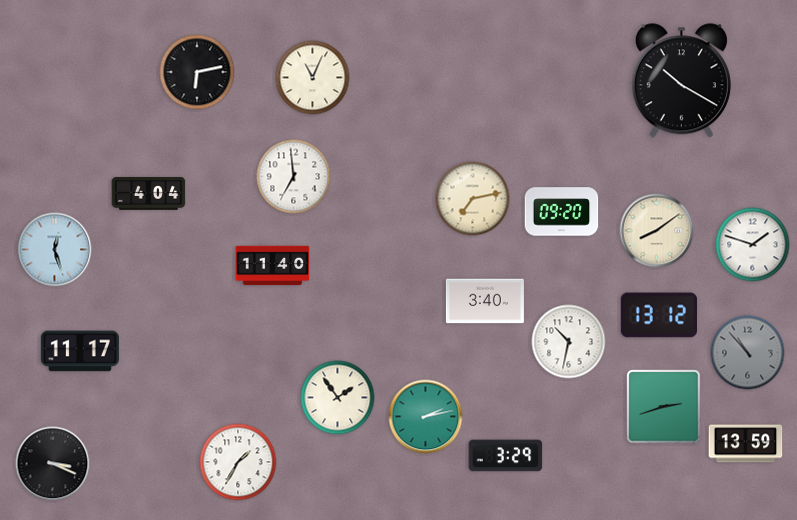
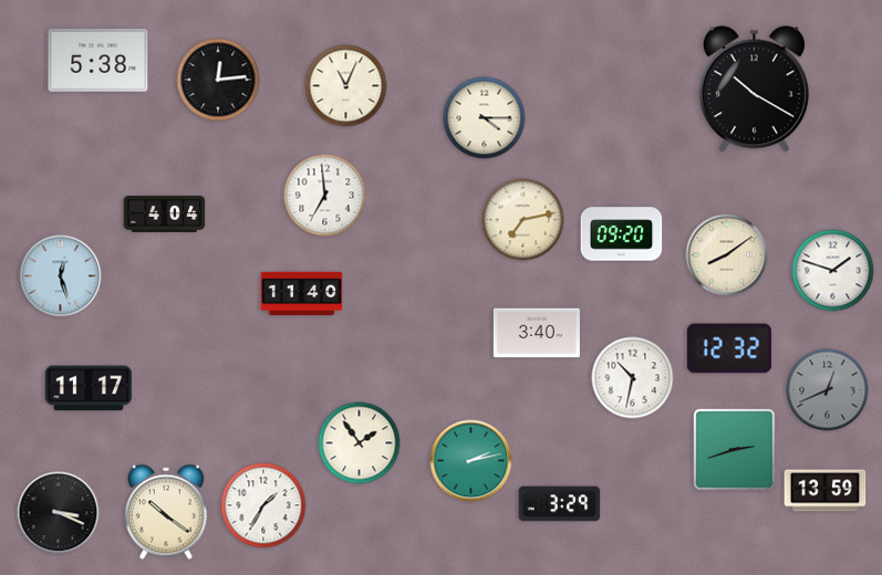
clock at (98, 60): none -> 5:38
clock at (197, 72): 6:13 -> 12:14
clock at (485, 118): none -> 4:15
clock at (658, 315): 13:12 -> 12:32
clock at (569, 342) position: (569, 342) -> (633, 378)
clock at (748, 353): 10:53 -> 12:41
clock at (338, 398) position: (338, 398) -> (360, 443)
clock at (238, 462) position: (238, 462) -> (263, 505)
clock at (166, 512): none -> 10:21
